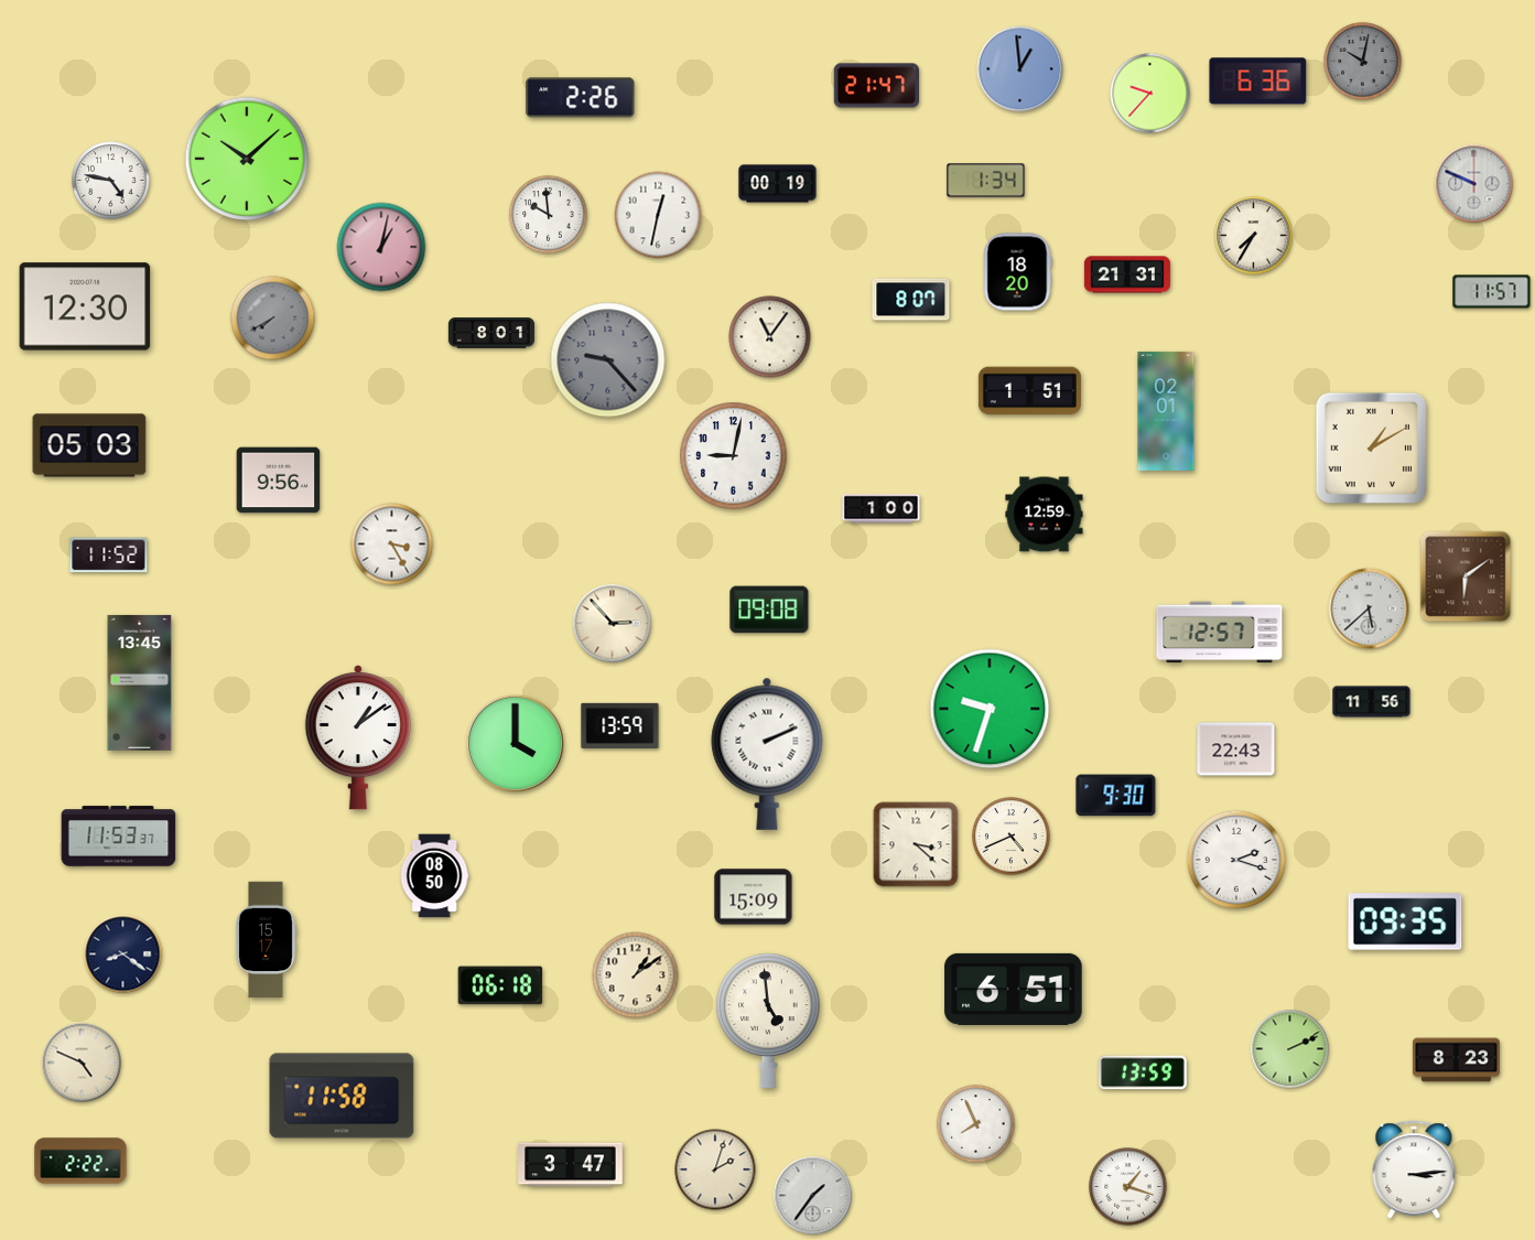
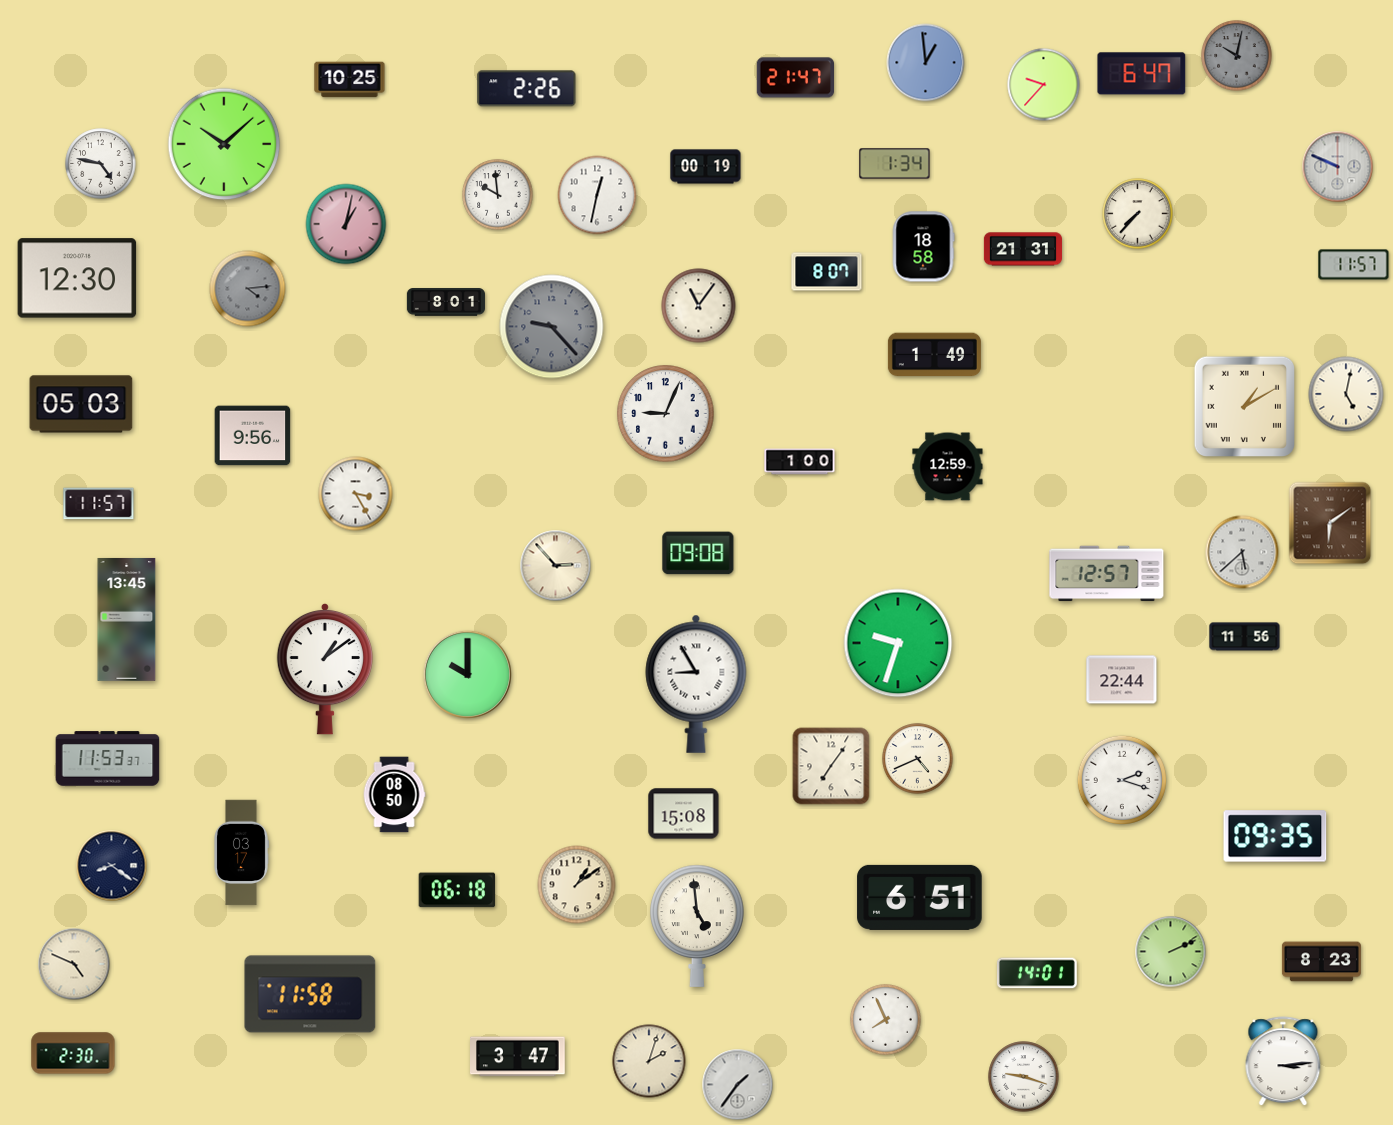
clock at (1258, 82): 6:36 -> 6:47
clock at (350, 80): none -> 10:25
clock at (1254, 236): 7:35 -> 7:37
clock at (1017, 272): 18:20 -> 18:58
clock at (273, 319): 7:40 -> 4:14
clock at (1029, 391): 1:51 -> 1:49
clock at (1166, 411): 02:01 -> none
clock at (1346, 394): none -> 5:02
clock at (734, 456): 9:02 -> 9:04
clock at (109, 556): 11:52 -> 11:57
clock at (620, 725): 13:59 -> none
clock at (515, 743): 4:00 -> 10:00
clock at (1236, 750): 22:43 -> 22:44
clock at (767, 754): 2:11 -> 8:55
clock at (1116, 796): 9:30 -> none
clock at (916, 844): 3:22 -> 7:06
clock at (754, 897): 15:09 -> 15:08
clock at (266, 940): 15:17 -> 03:17
clock at (500, 985) position: (500, 985) -> (457, 890)
clock at (1143, 1072): 13:59 -> 14:01
clock at (80, 1161): 2:22 -> 2:30
clock at (1128, 1187): 1:18 -> 9:18
